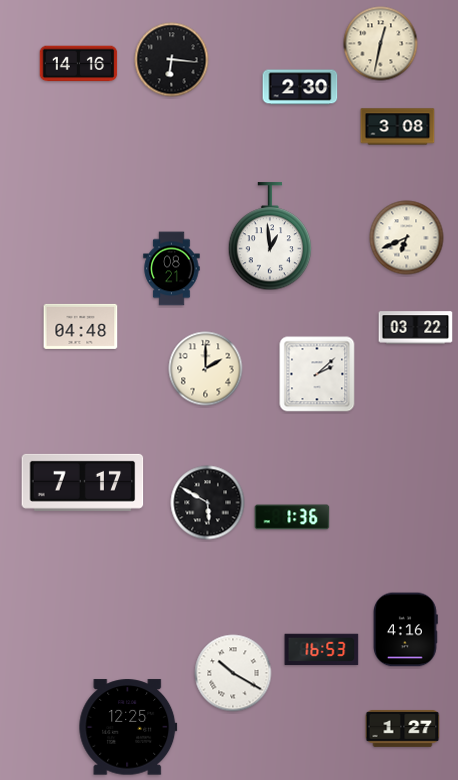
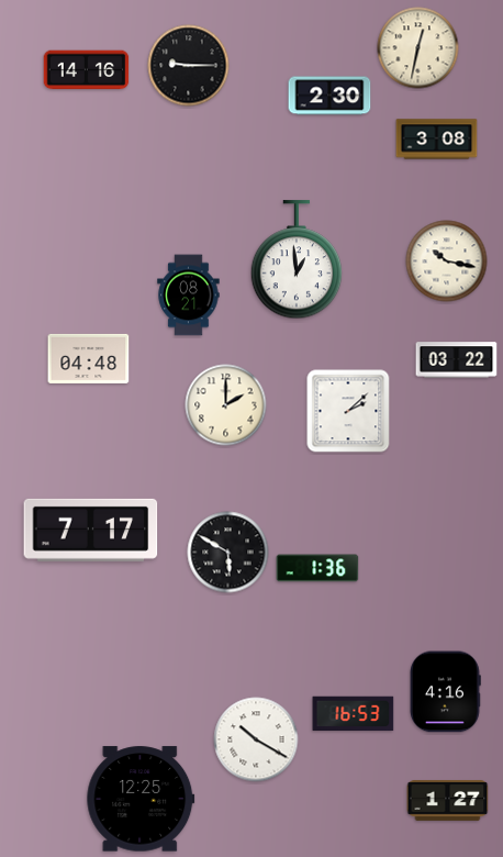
clock at (172, 60): 6:16 -> 9:15
clock at (407, 238): 6:41 -> 10:17
clock at (292, 517) position: (292, 517) -> (317, 568)
clock at (403, 728) position: (403, 728) -> (448, 800)
